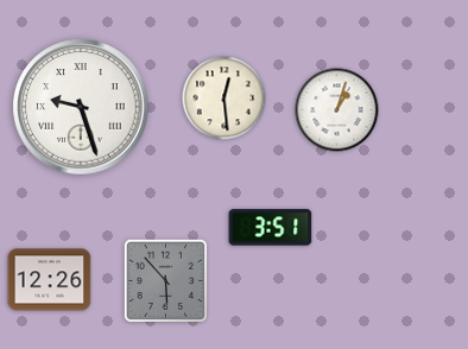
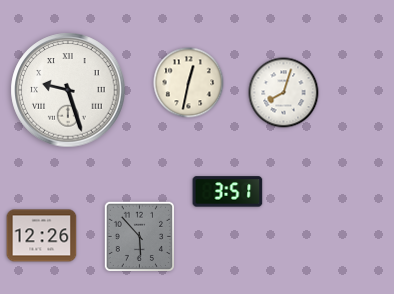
clock at (224, 99): 12:29 -> 12:32
clock at (337, 110): 1:03 -> 8:03
